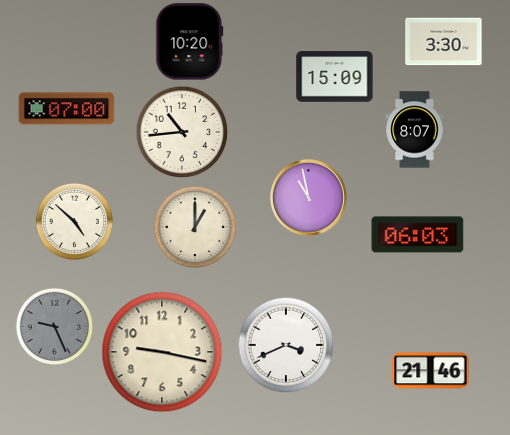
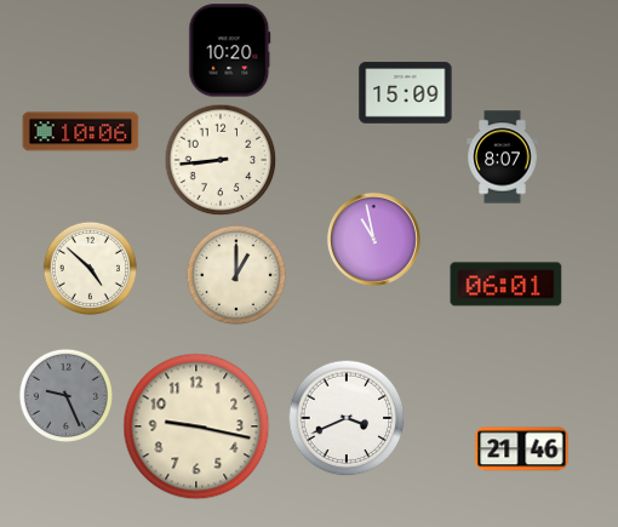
clock at (444, 42): 3:30 -> none
clock at (67, 109): 07:00 -> 10:06
clock at (182, 132): 10:44 -> 8:44
clock at (418, 235): 06:03 -> 06:01
